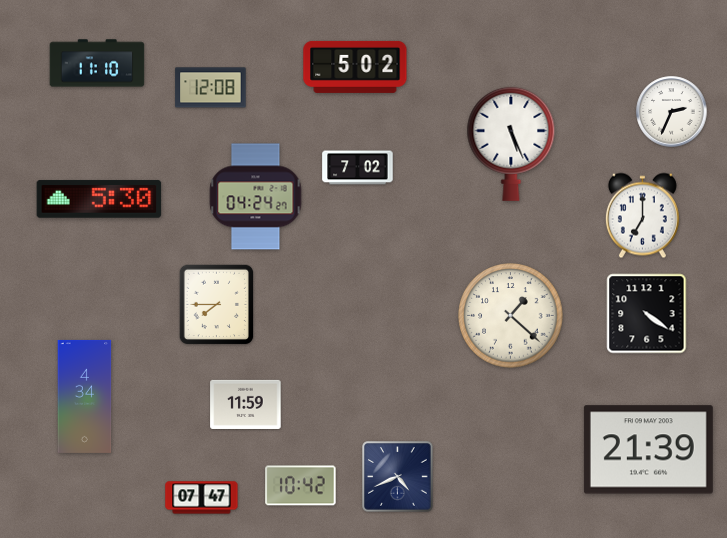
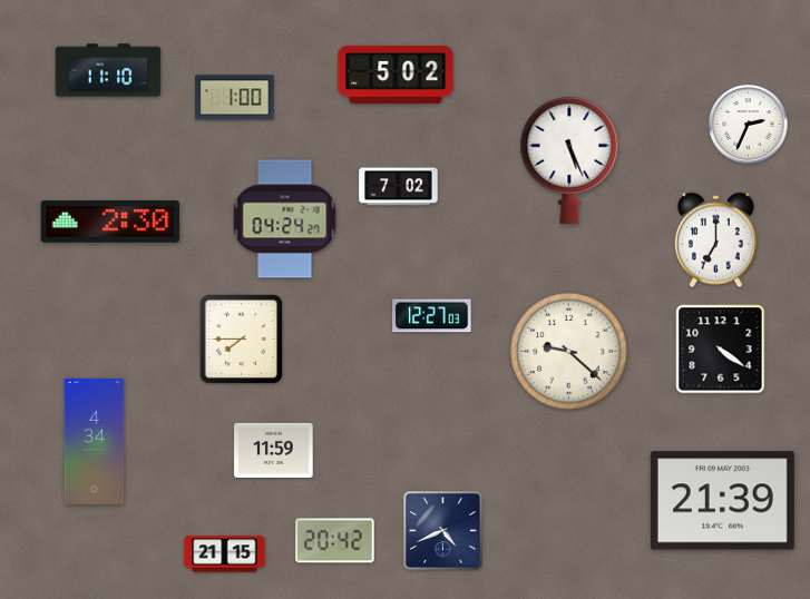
clock at (211, 88): 12:08 -> 1:00
clock at (99, 199): 5:30 -> 2:30
clock at (432, 316): none -> 12:27
clock at (511, 316): 1:22 -> 9:22
clock at (301, 486): 10:42 -> 20:42
clock at (202, 498): 07:47 -> 21:15
